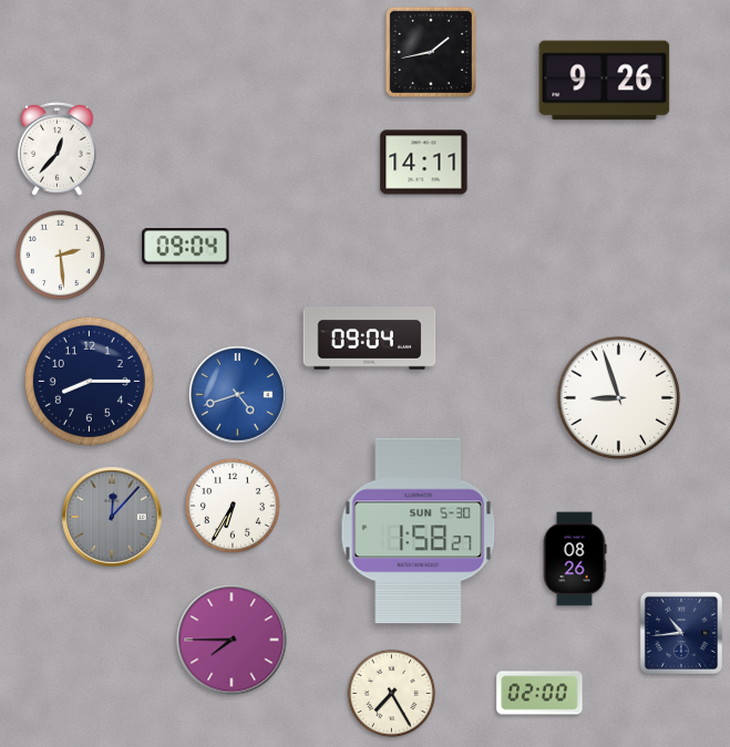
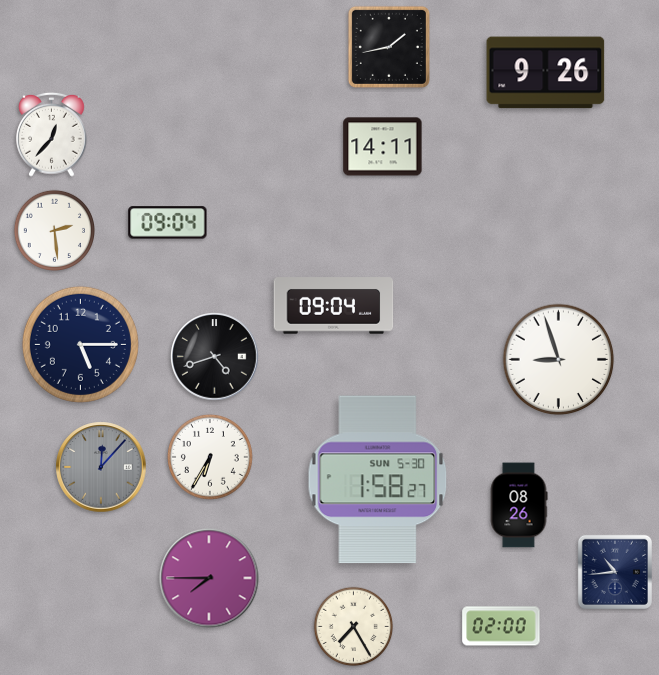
clock at (89, 381): 8:15 -> 5:15
clock at (238, 395) dial: blue -> black
clock at (539, 693) position: (539, 693) -> (501, 626)
